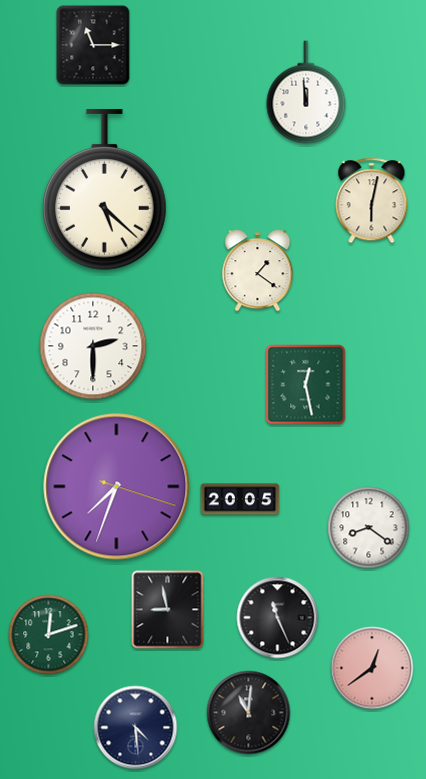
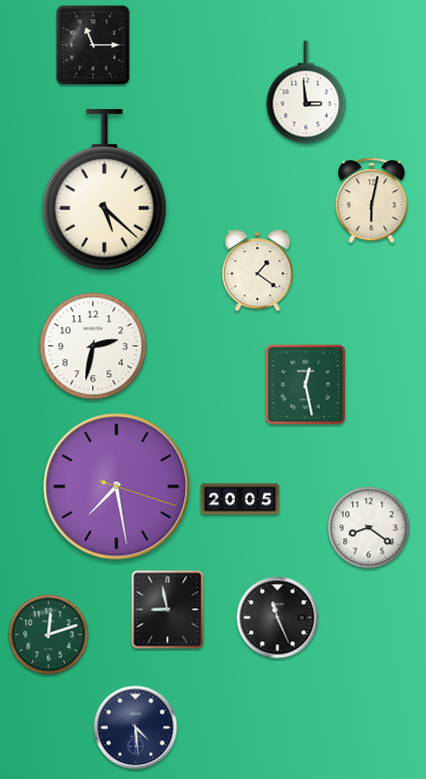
clock at (306, 92): 11:59 -> 2:59
clock at (93, 346): 2:30 -> 2:32
clock at (117, 487): 7:33 -> 7:28
clock at (372, 668): 12:39 -> none
clock at (249, 713): 11:01 -> none
